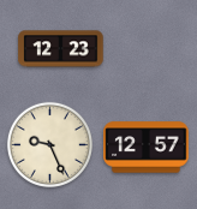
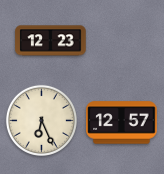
clock at (49, 144): 9:26 -> 6:26
